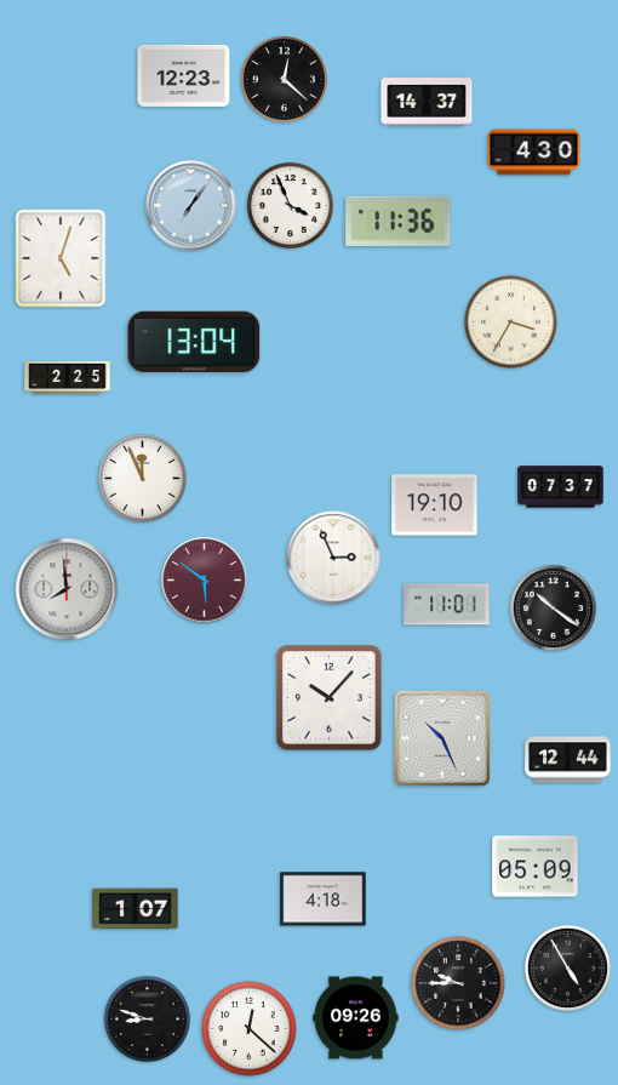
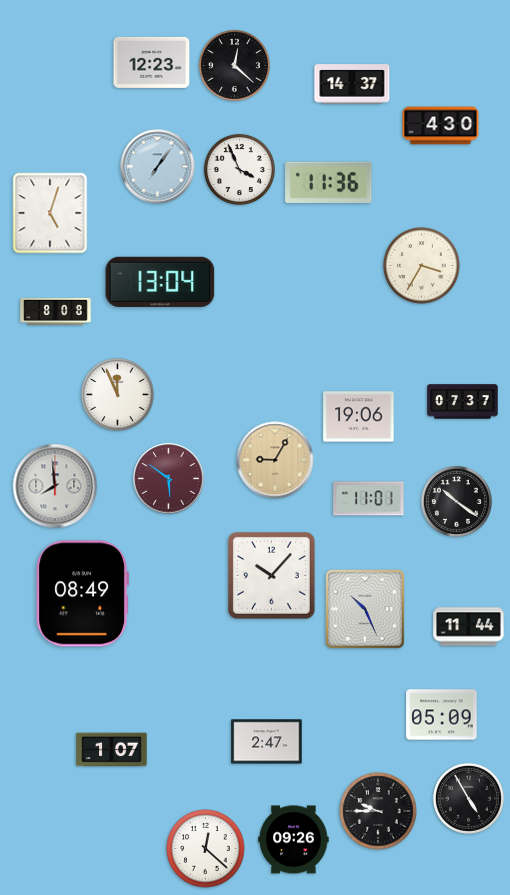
clock at (191, 206) position: (191, 206) -> (158, 167)
clock at (68, 377): 2:25 -> 8:08
clock at (435, 506): 19:10 -> 19:06
clock at (333, 558): 2:56 -> 9:05
clock at (333, 558) dial: white -> champagne
clock at (82, 594): none -> 08:49
clock at (568, 760): 12:44 -> 11:44
clock at (324, 900): 4:18 -> 2:47
clock at (147, 1018): 8:48 -> none
